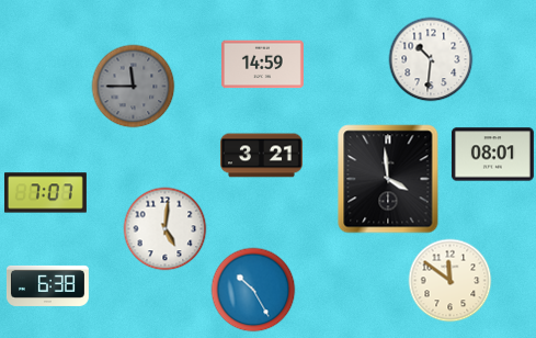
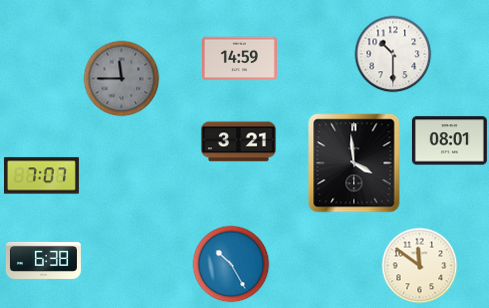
clock at (431, 59): 10:31 -> 10:30
clock at (166, 229): 5:01 -> none
clock at (451, 281) position: (451, 281) -> (420, 266)
